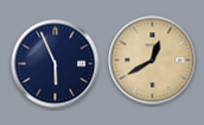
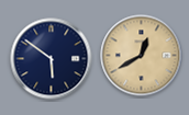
clock at (56, 64): 5:56 -> 5:51
